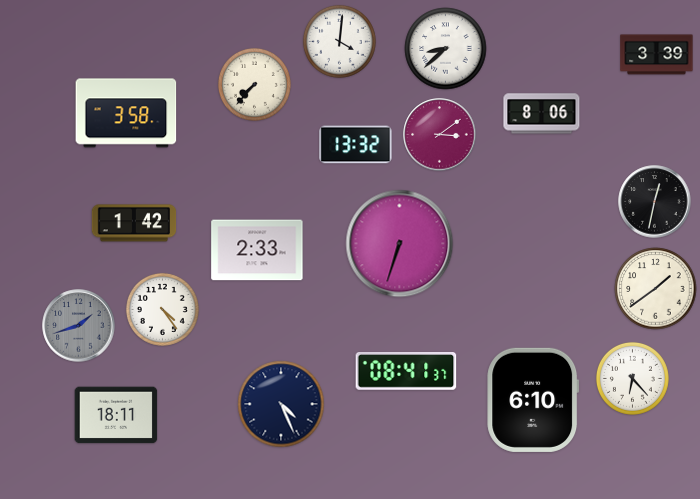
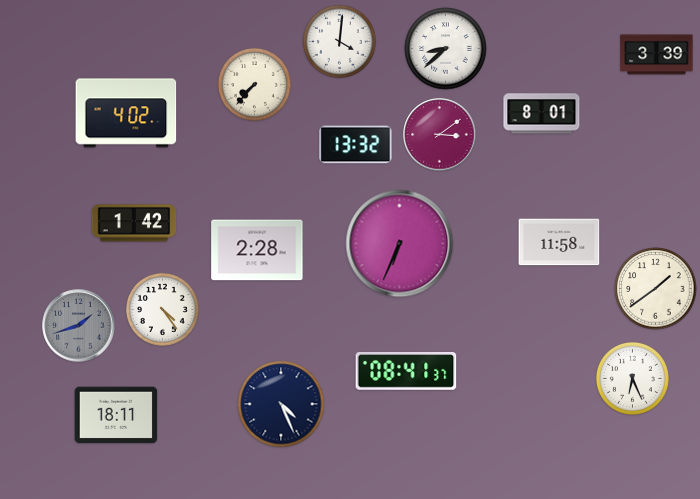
clock at (126, 113): 3:58 -> 4:02
clock at (542, 114): 8:06 -> 8:01
clock at (655, 202): 12:32 -> none
clock at (559, 242): none -> 11:58
clock at (400, 244): 6:33 -> 6:34
clock at (257, 250): 2:33 -> 2:28
clock at (632, 378): 6:23 -> 6:26
clock at (533, 400): 6:10 -> none
